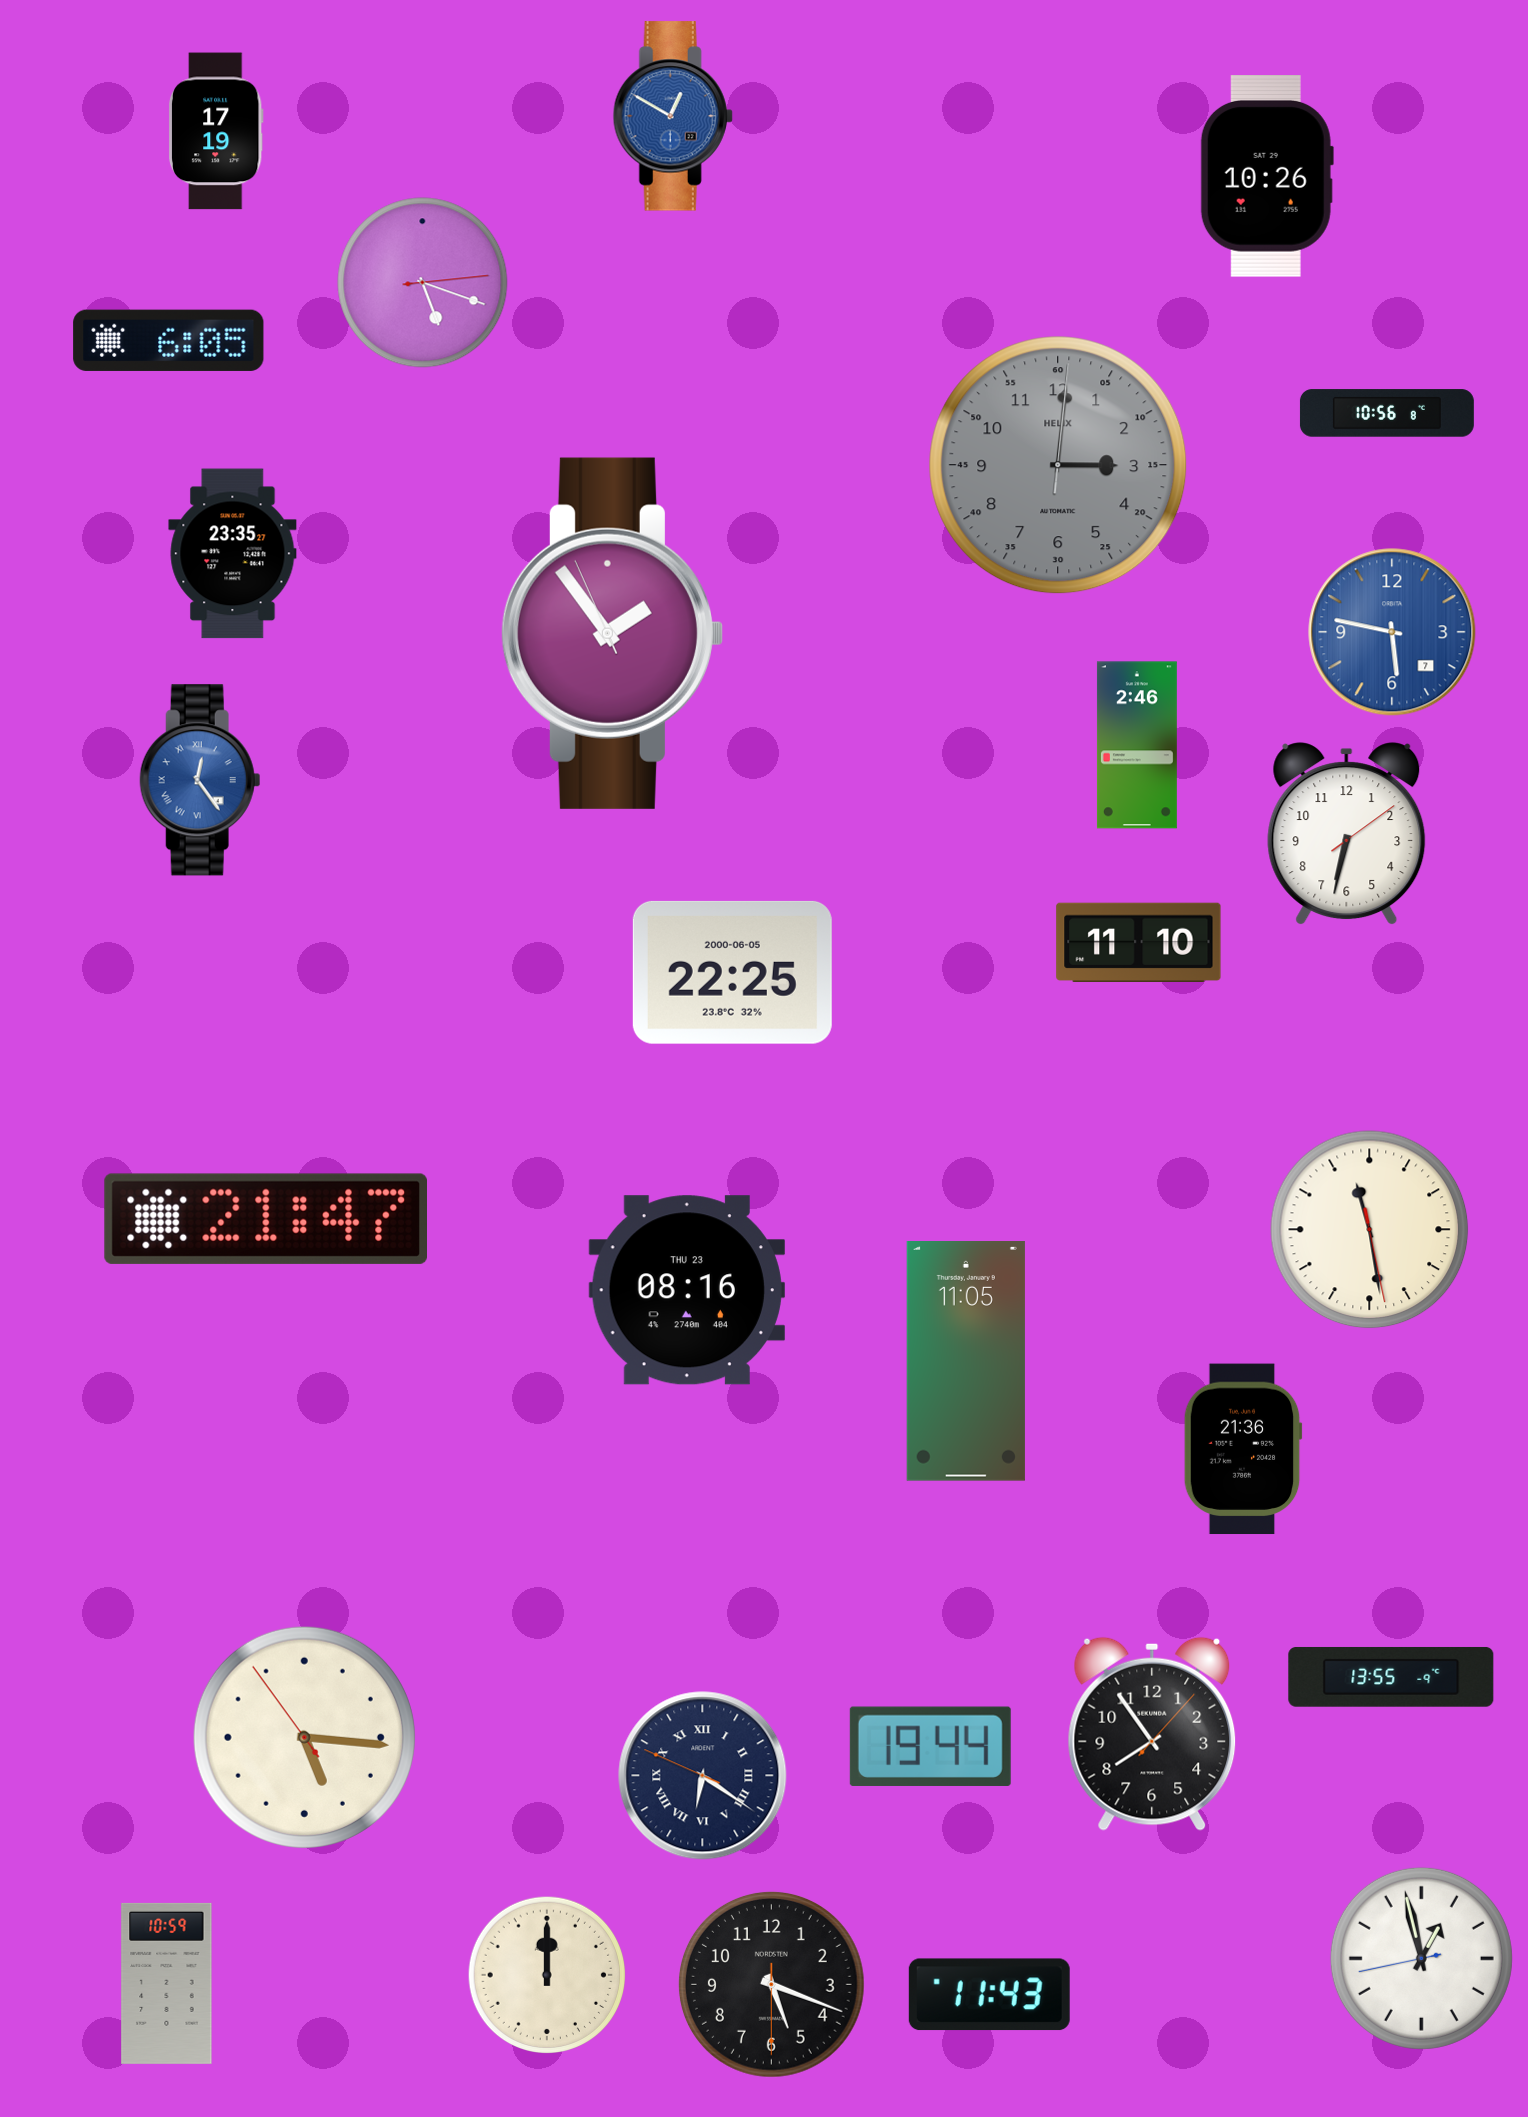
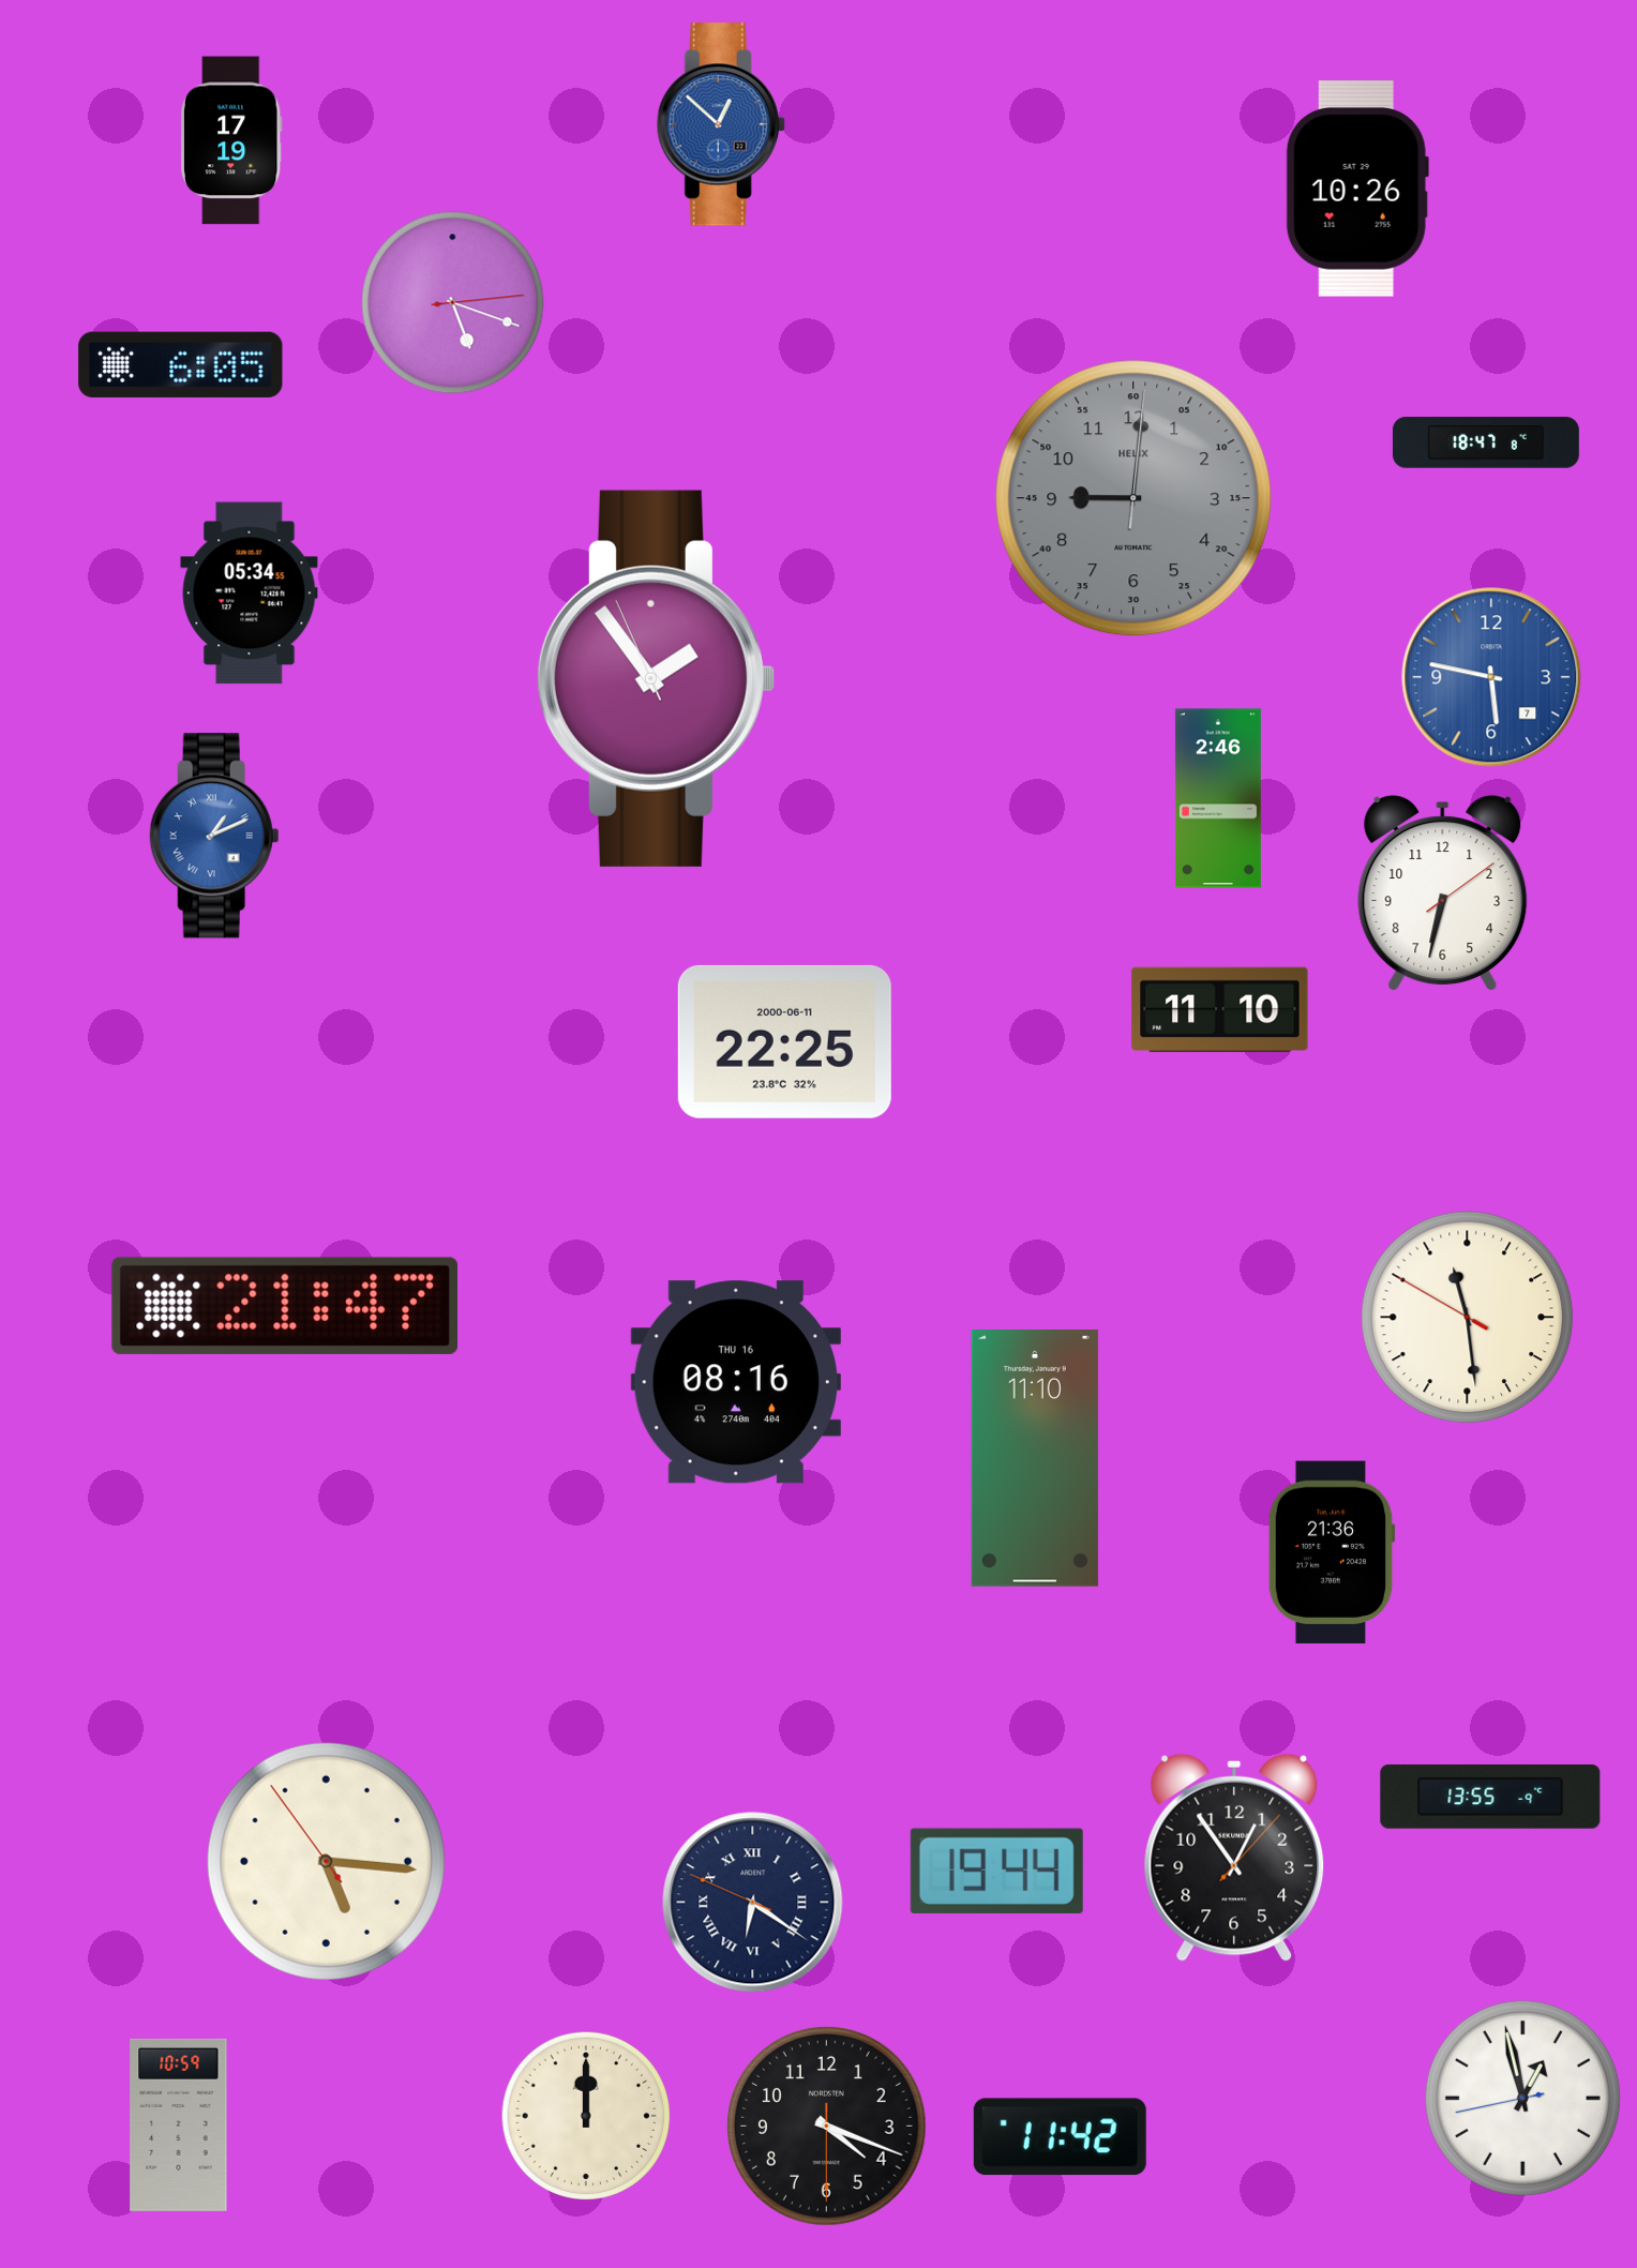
clock at (673, 116): 12:50 -> 12:52
clock at (1387, 413): 10:56 -> 18:47
clock at (1058, 465): 3:01 -> 9:01
clock at (233, 554): 23:35 -> 05:34
clock at (200, 780): 12:24 -> 1:11
clock at (732, 972) date: 2000-06-05 -> 2000-06-11
clock at (1370, 1230): 11:28:28 -> 11:28:50
clock at (687, 1290) date: THU 23 -> THU 16
clock at (966, 1362): 11:05 -> 11:10
clock at (1152, 1734): 7:54 -> 12:54
clock at (771, 1984): 5:18 -> 4:18
clock at (989, 1995): 11:43 -> 11:42
